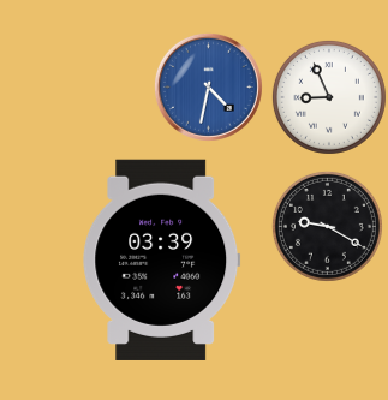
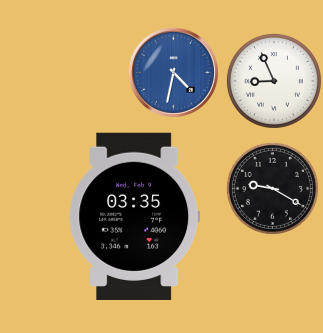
clock at (162, 259): 03:39 -> 03:35
